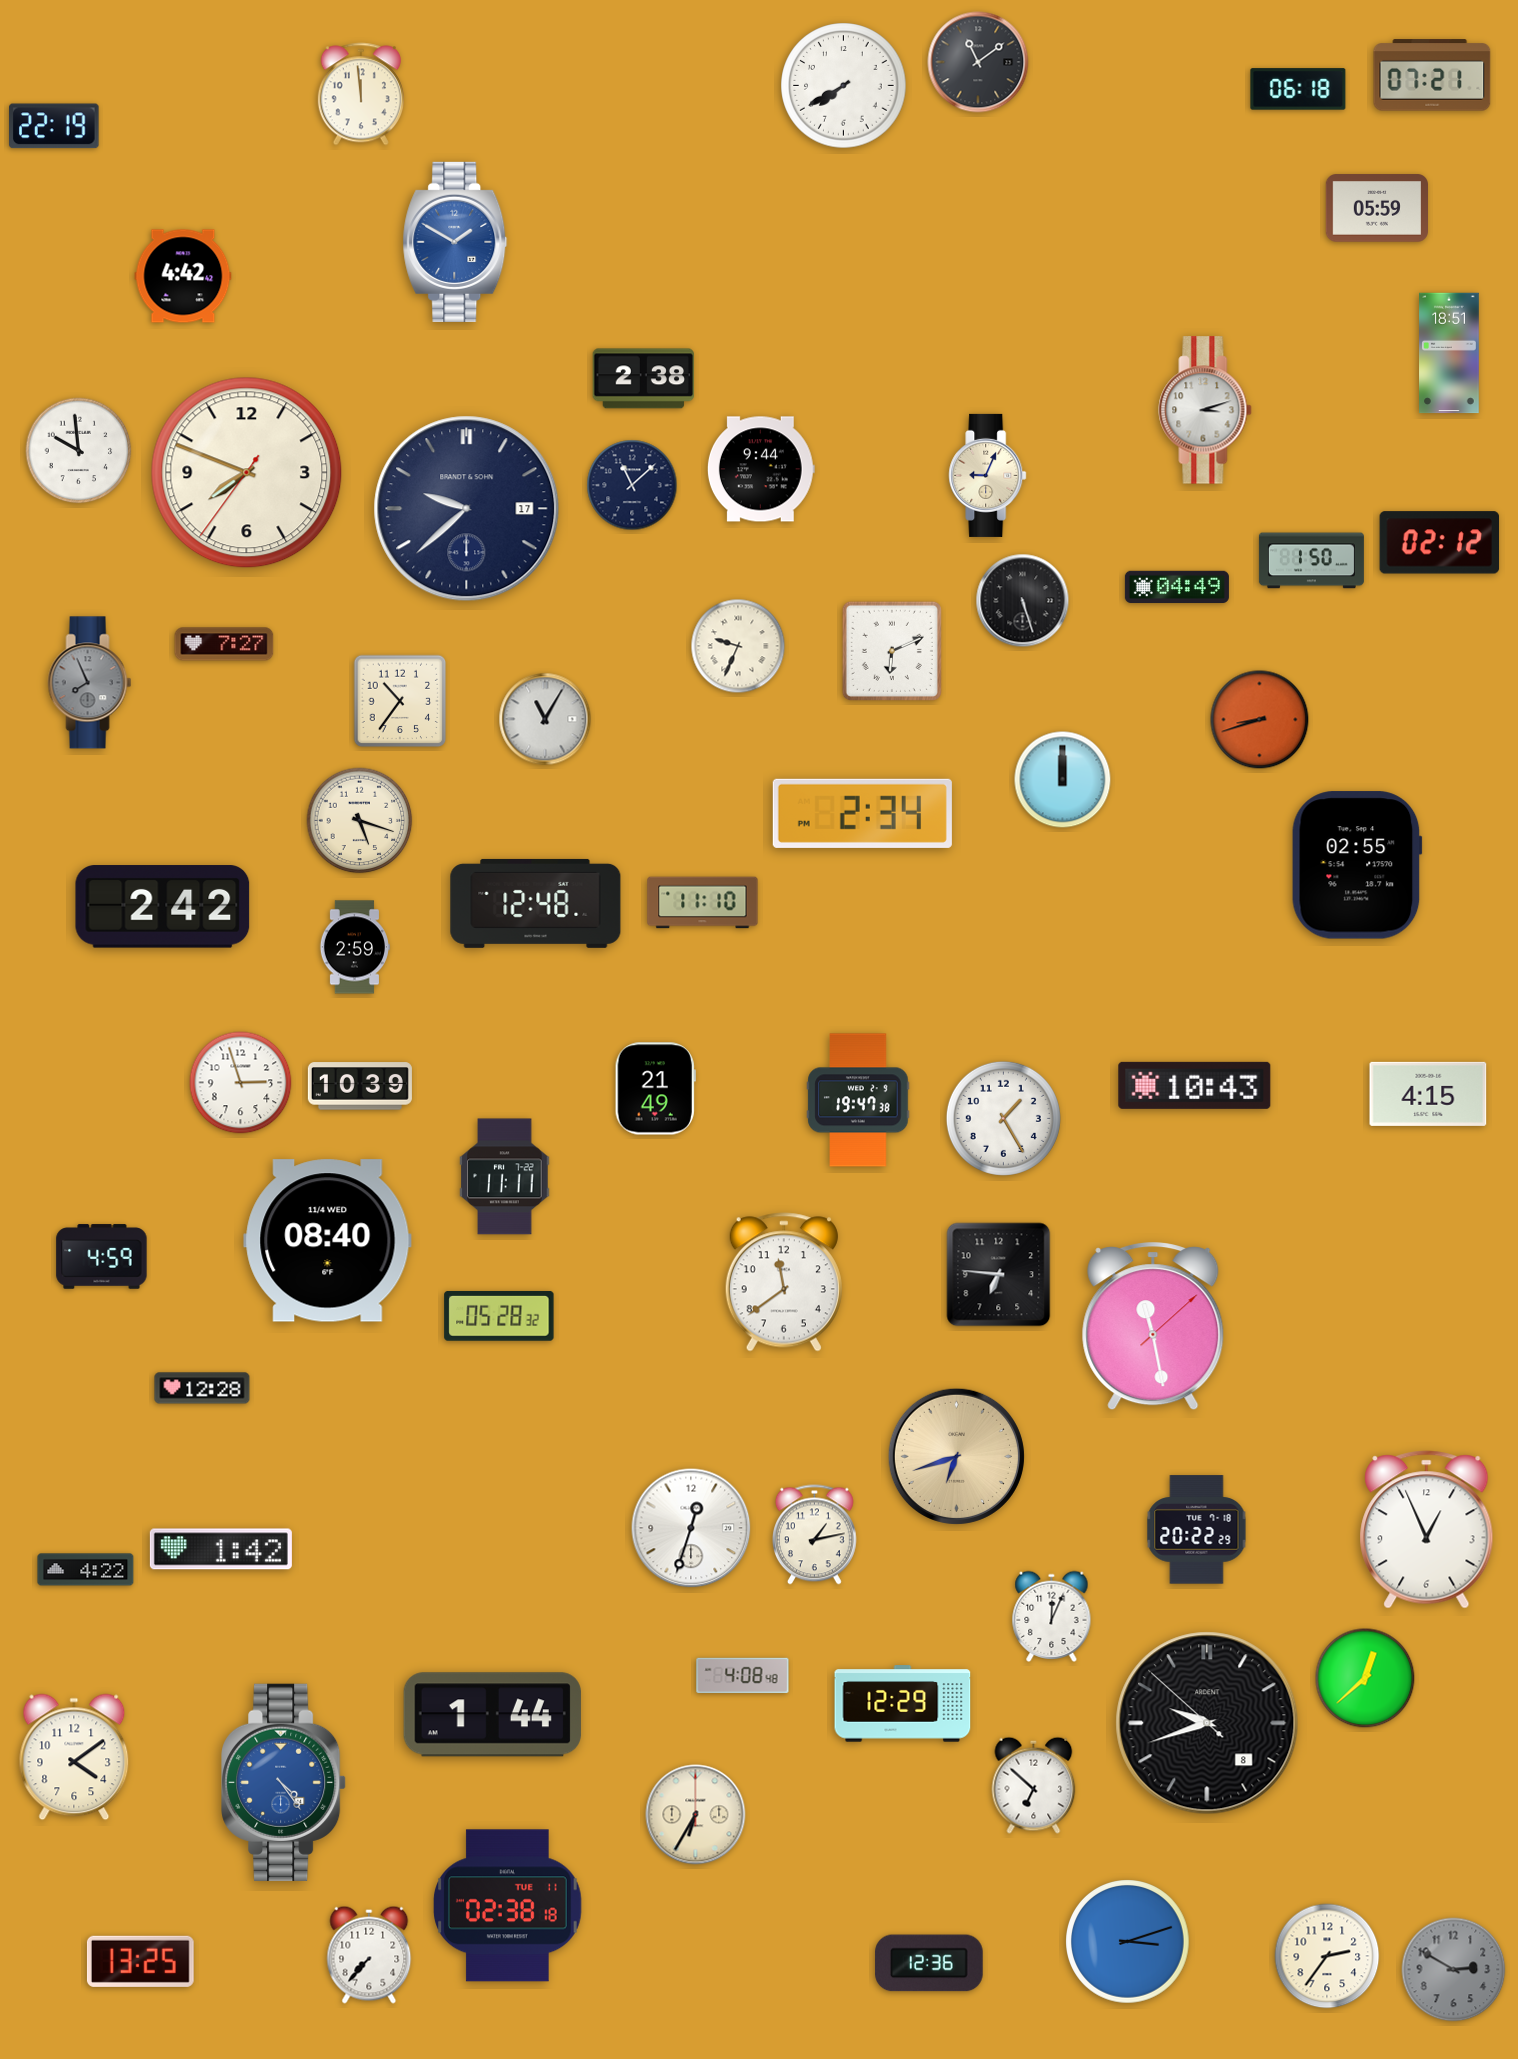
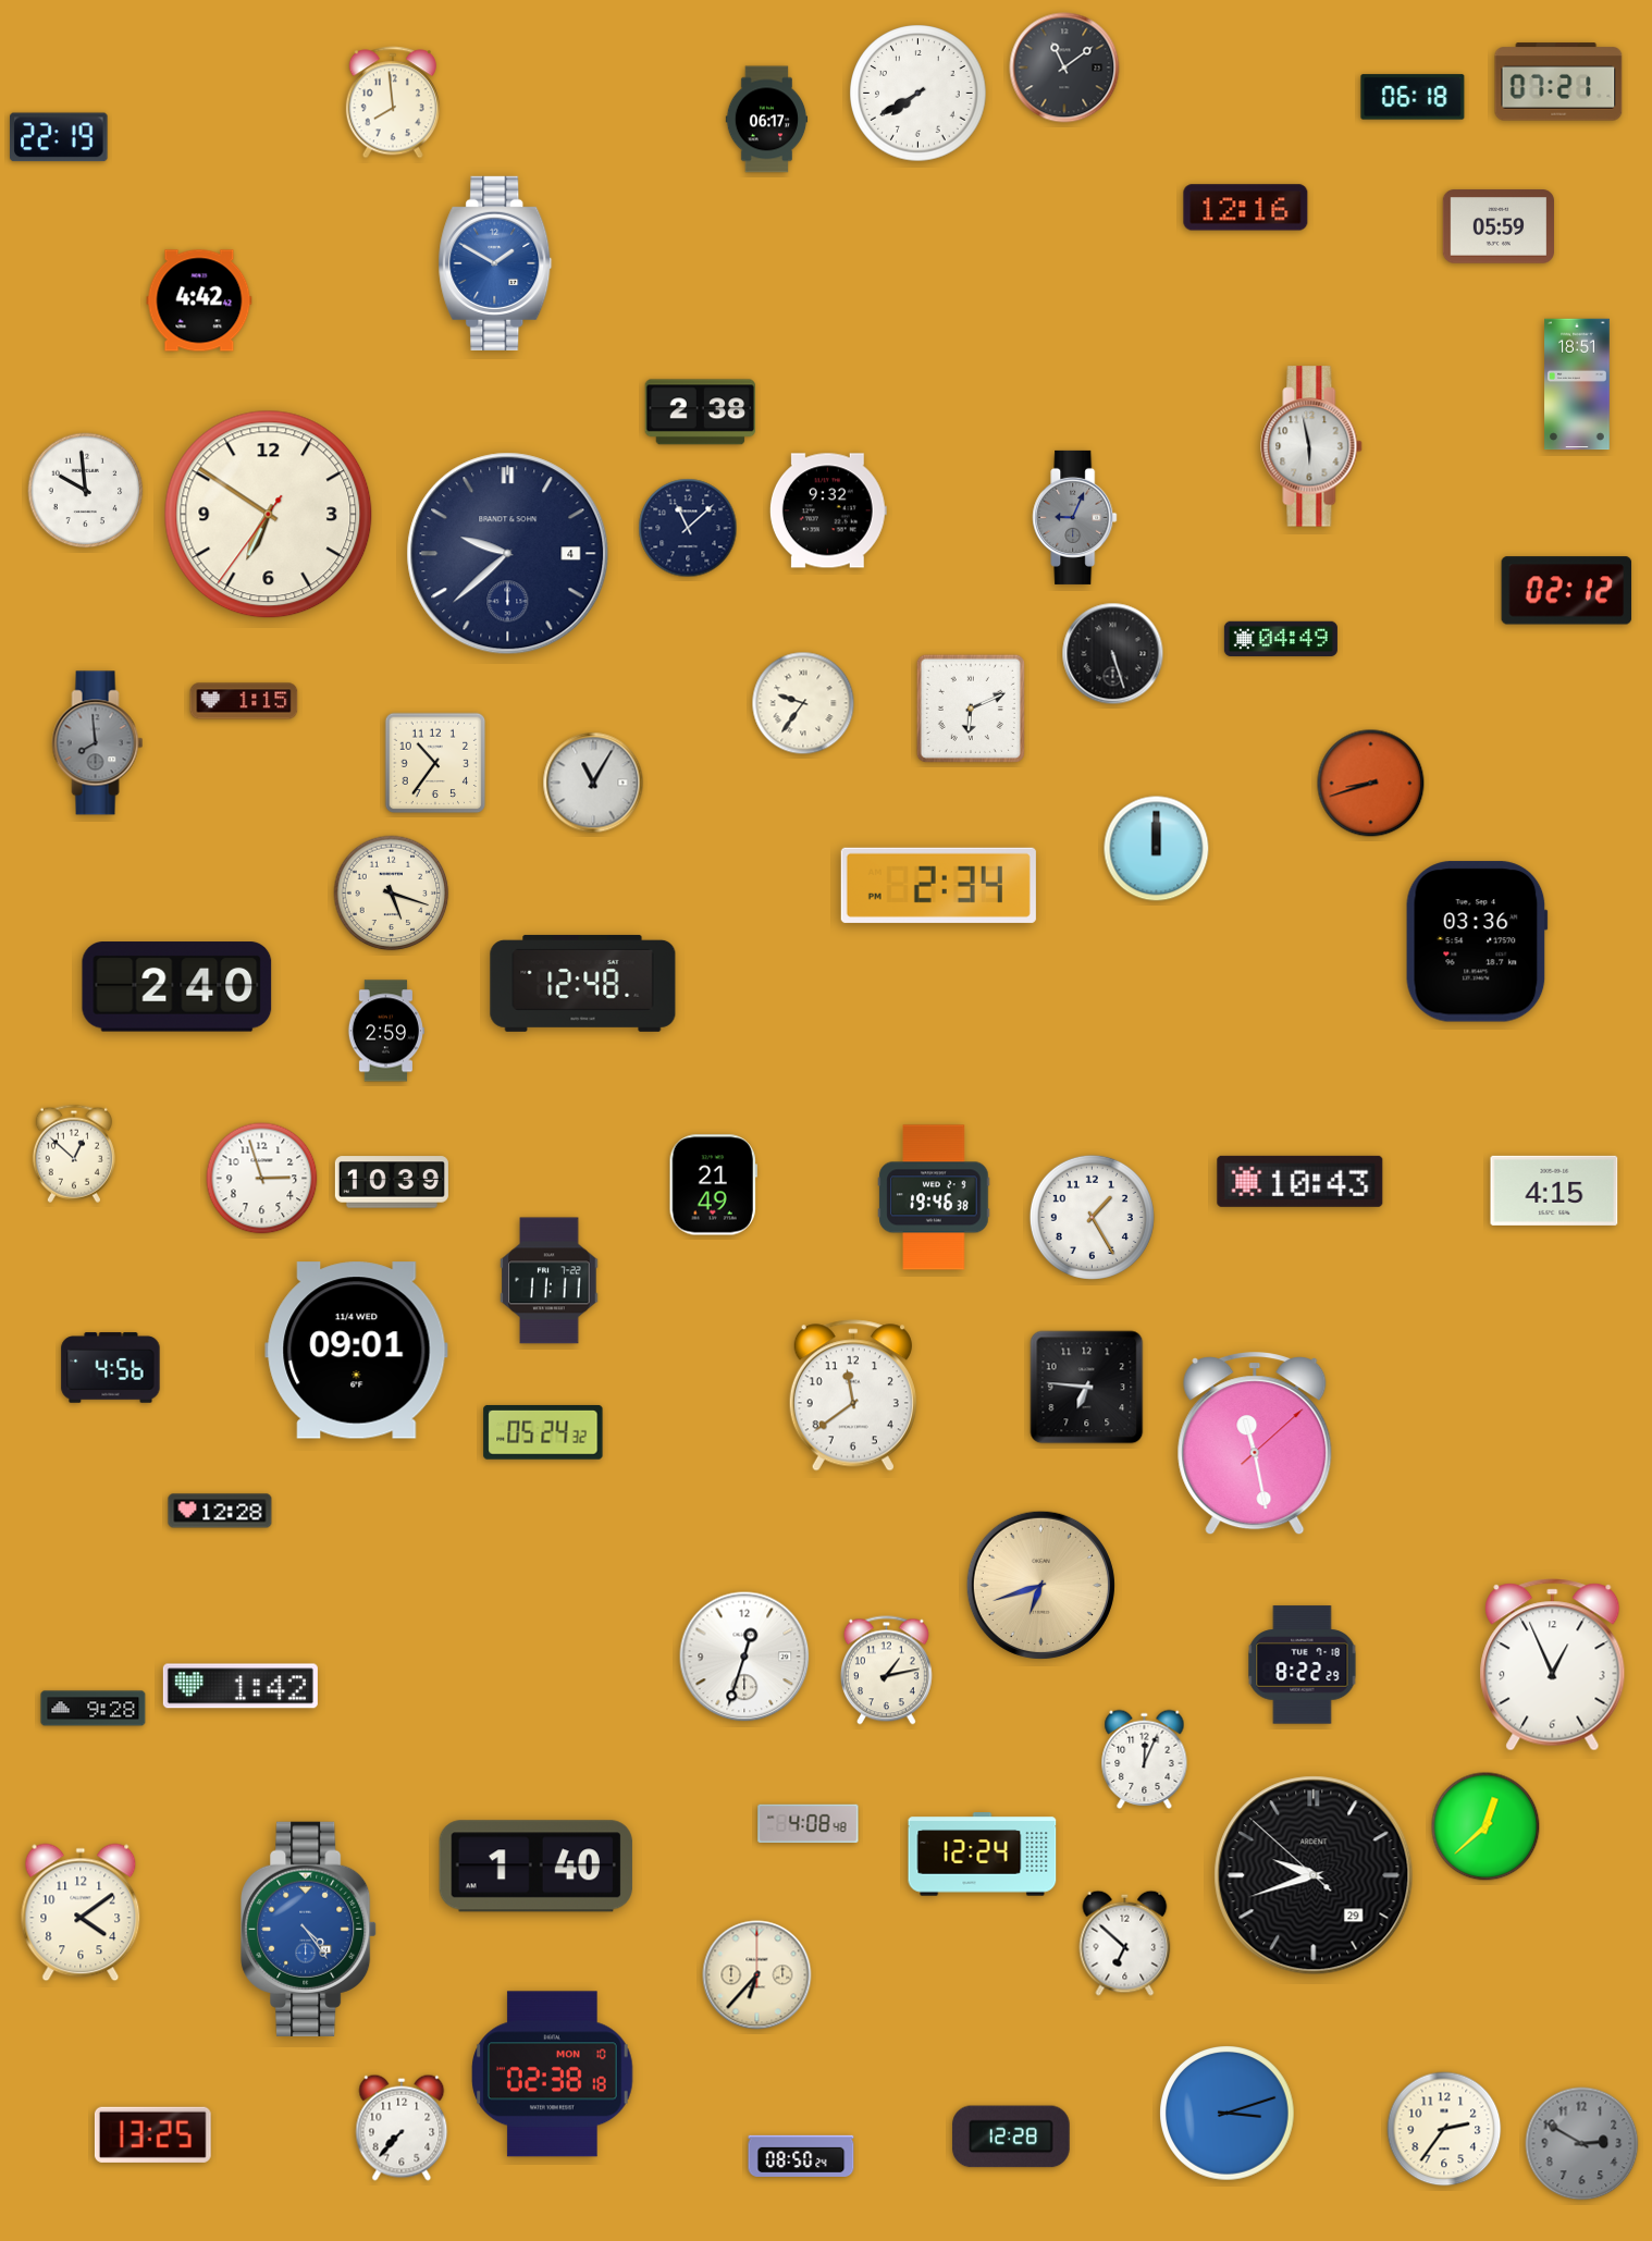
clock at (361, 94): 11:59 -> 7:59
clock at (767, 120): none -> 06:17
clock at (1246, 208): none -> 12:16
clock at (1205, 410): 3:12 -> 5:58
clock at (761, 469): 9:44 -> 9:32
clock at (247, 473): 7:48 -> 6:50
clock at (988, 475) dial: cream -> grey
clock at (467, 509) date: 17 -> 4
clock at (1311, 561): 1:50 -> none
clock at (224, 644): 7:27 -> 1:15
clock at (738, 646): 9:34 -> 9:36
clock at (90, 683): 7:56 -> 7:59
clock at (1357, 865): 02:55 -> 03:36
clock at (703, 903): 11:10 -> none
clock at (163, 907): 2:42 -> 2:40
clock at (74, 1154): none -> 12:52
clock at (858, 1100): 19:47 -> 19:46
clock at (328, 1241): 08:40 -> 09:01
clock at (102, 1257): 4:59 -> 4:56
clock at (499, 1316): 05:28 -> 05:24
clock at (691, 1528) position: (691, 1528) -> (744, 1657)
clock at (1197, 1530): 20:22 -> 8:22
clock at (86, 1570): 4:22 -> 9:28
clock at (903, 1704): 12:29 -> 12:24
clock at (492, 1715): 1:44 -> 1:40
clock at (1207, 1723) date: 8 -> 29
clock at (284, 1782) position: (284, 1782) -> (309, 1929)
clock at (696, 1815): 6:35 -> 6:37
clock at (508, 1906) date: TUE 11 -> MON 10
clock at (929, 1963): 12:36 -> 12:28
clock at (801, 2156): none -> 08:50
